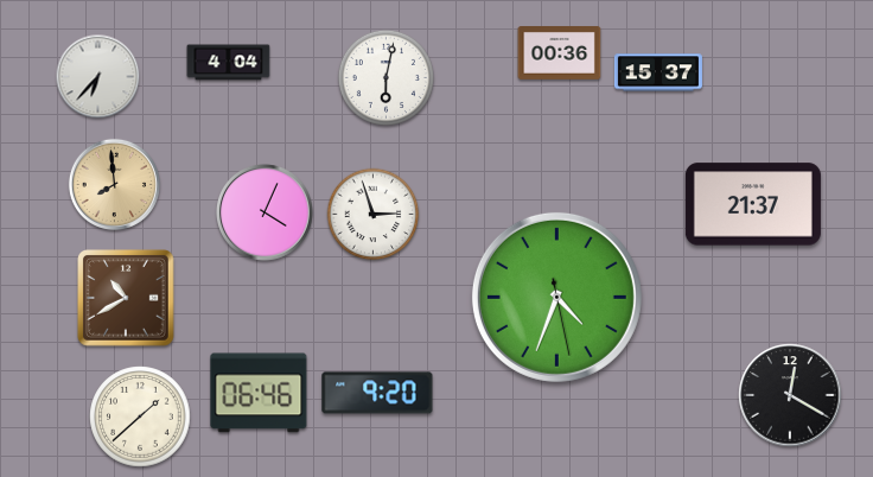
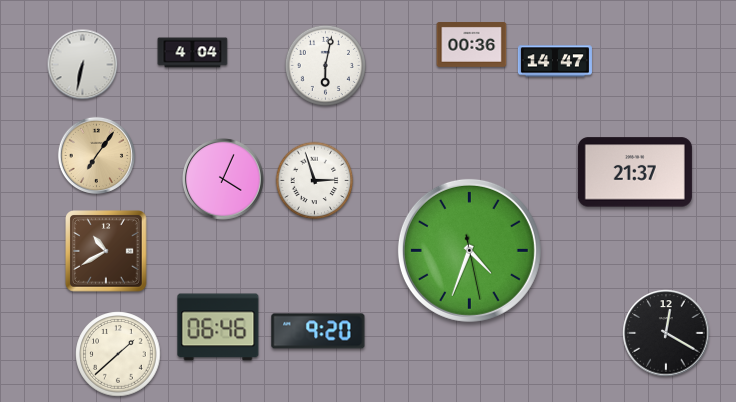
clock at (658, 72): 15:37 -> 14:47
clock at (98, 77): 6:37 -> 6:32
clock at (114, 184): 7:59 -> 7:06
clock at (259, 393) position: (259, 393) -> (218, 327)
clock at (140, 416) position: (140, 416) -> (118, 354)
